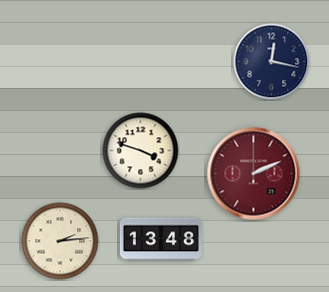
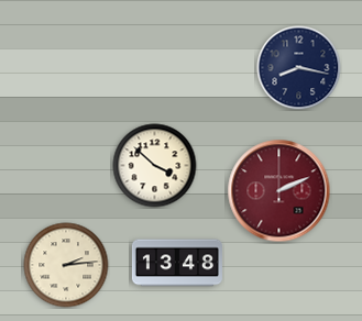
clock at (272, 62): 12:17 -> 8:17
clock at (141, 151): 3:48 -> 3:52
